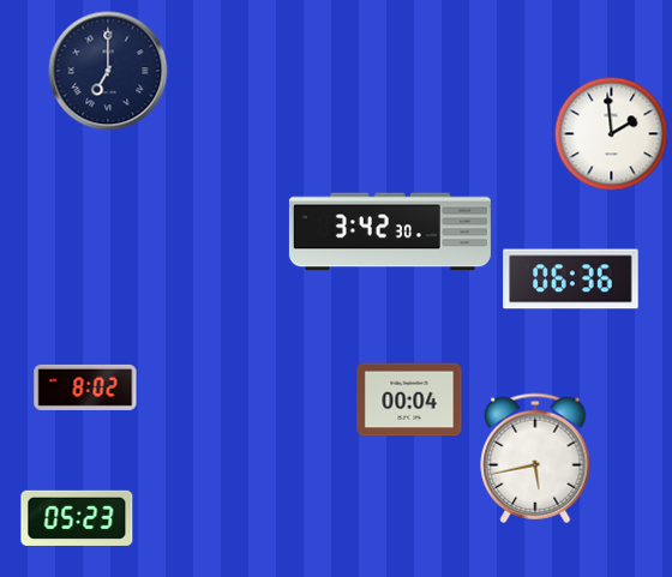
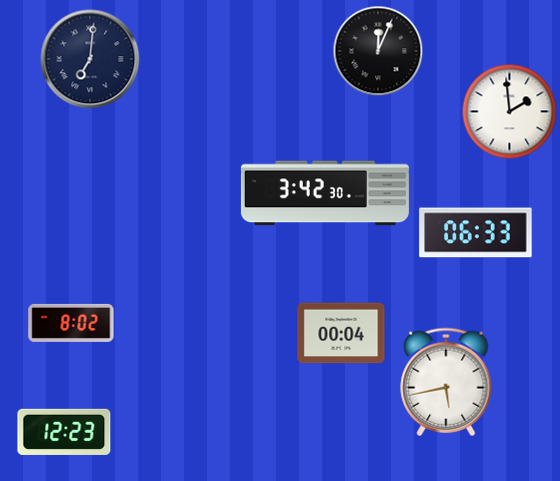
clock at (378, 51): none -> 12:04
clock at (108, 71): 7:00 -> 7:01
clock at (571, 280): 06:36 -> 06:33
clock at (77, 518): 05:23 -> 12:23
